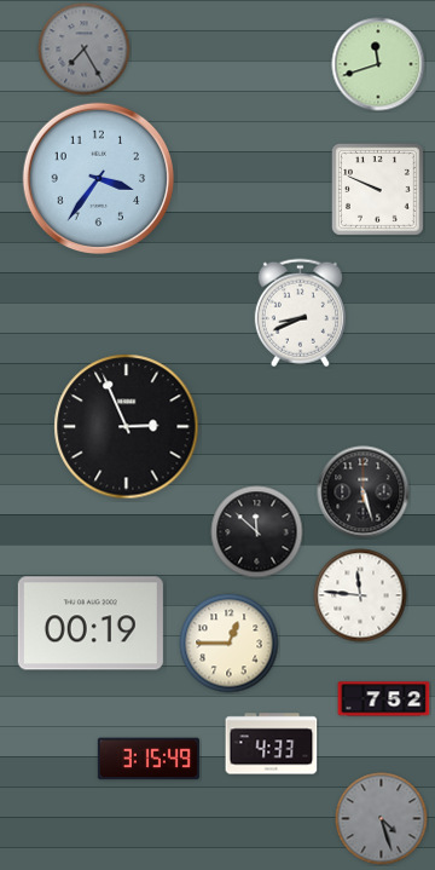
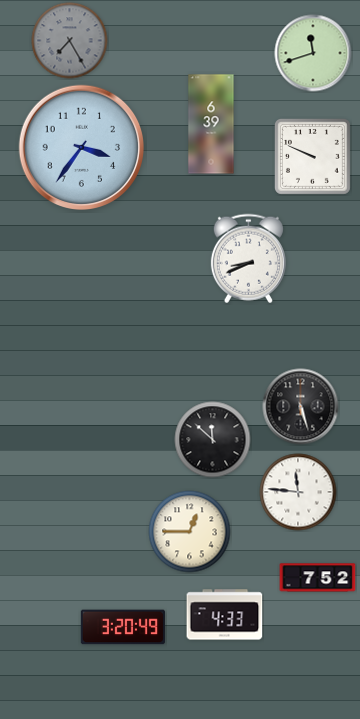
clock at (211, 124): none -> 6:39
clock at (127, 427): 2:56 -> none
clock at (91, 623): 00:19 -> none
clock at (149, 759): 3:15 -> 3:20
clock at (382, 819): 4:27 -> none
